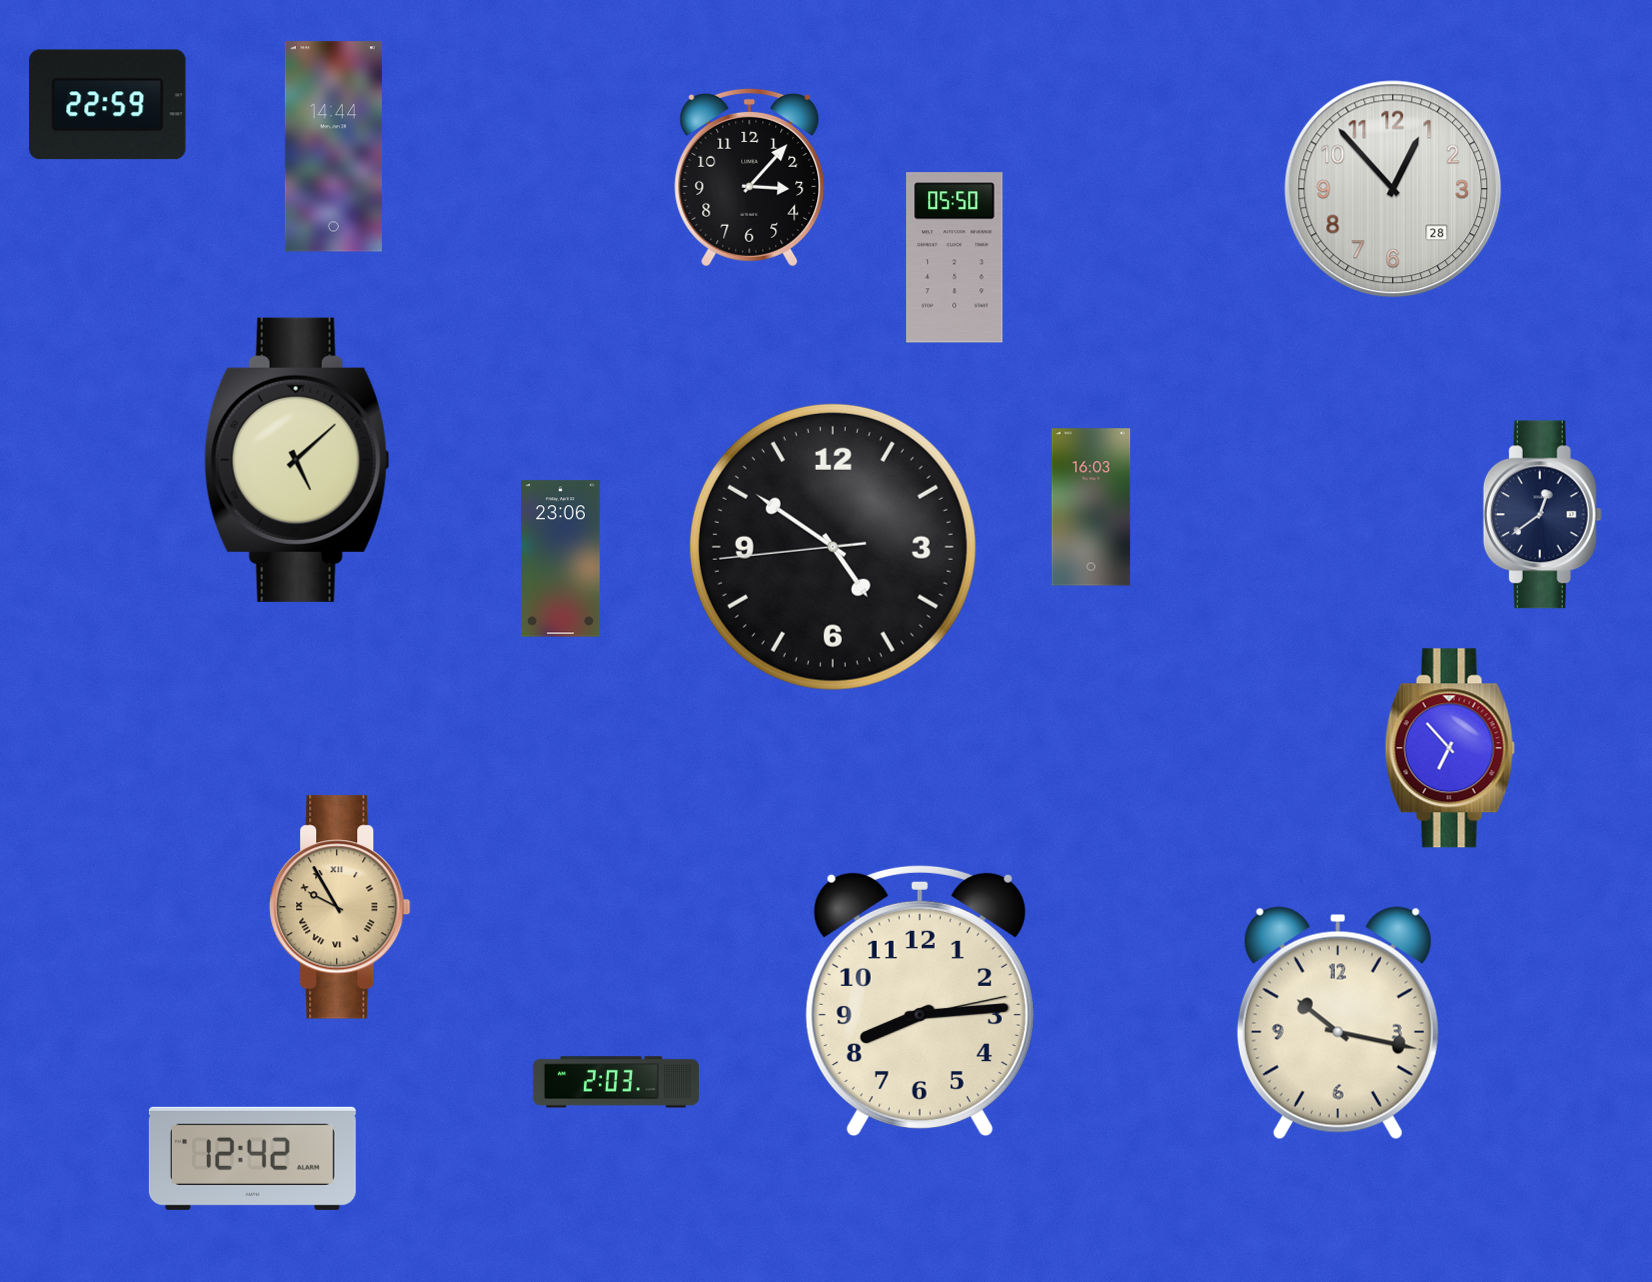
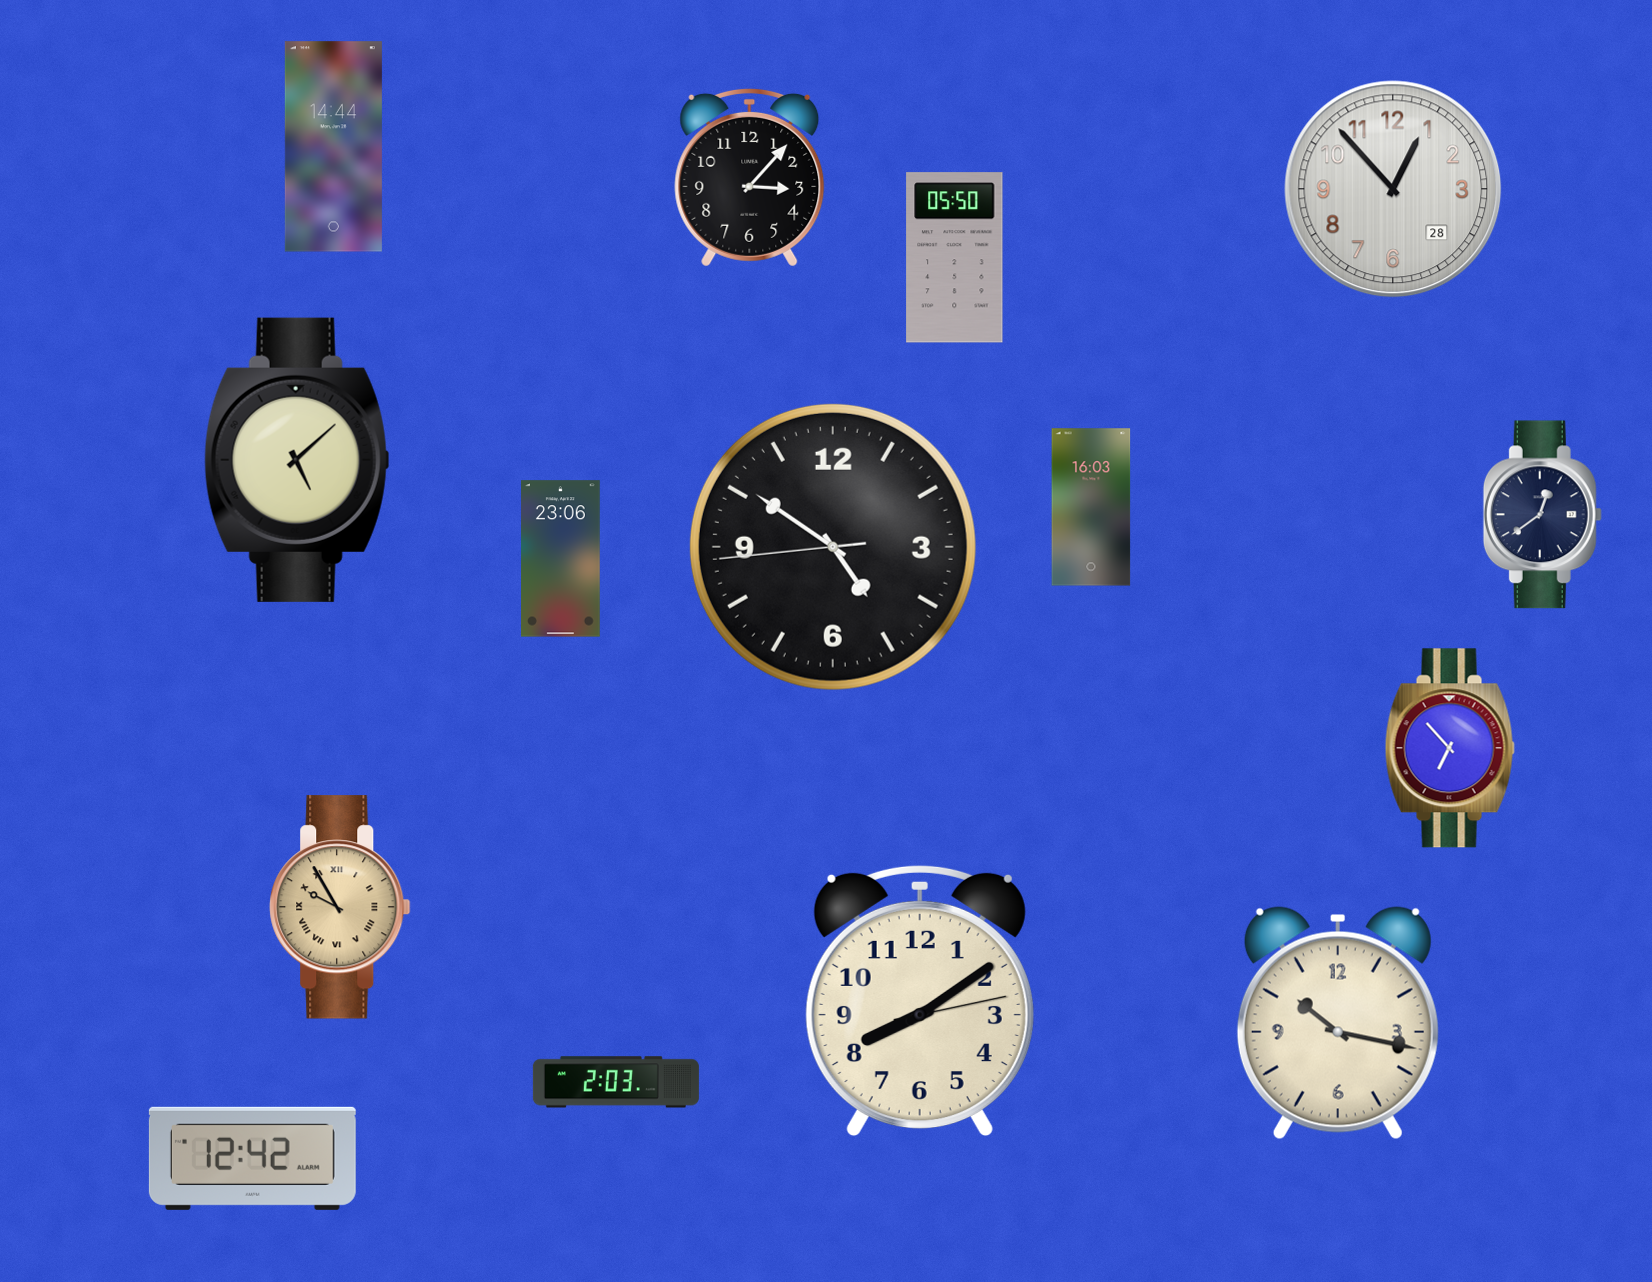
clock at (108, 105): 22:59 -> none
clock at (920, 1001): 8:14 -> 8:09
